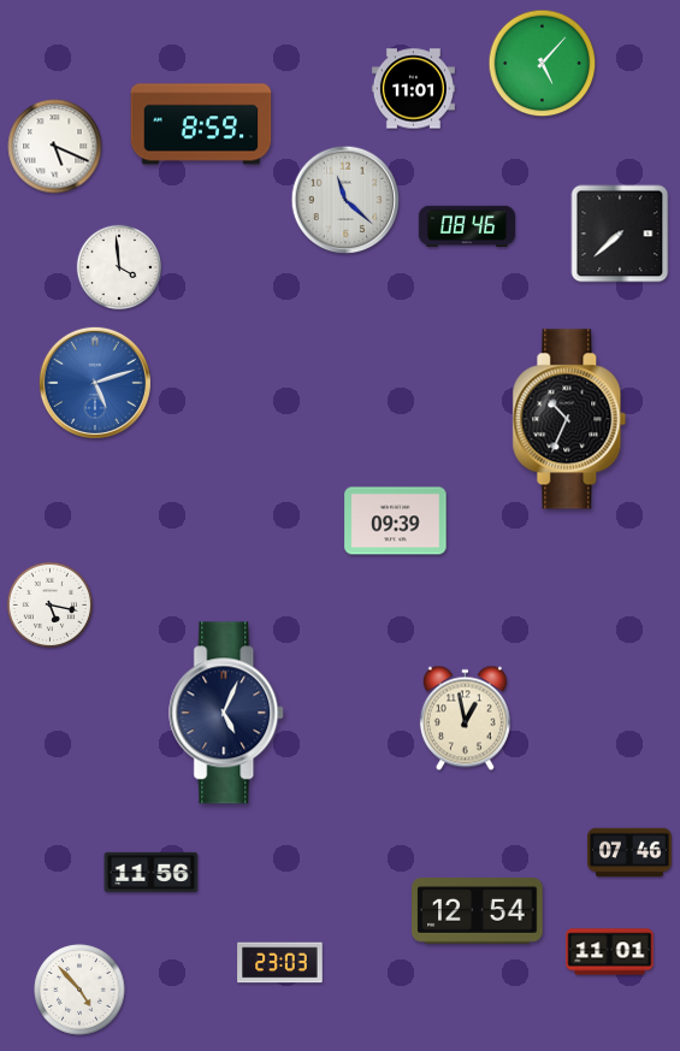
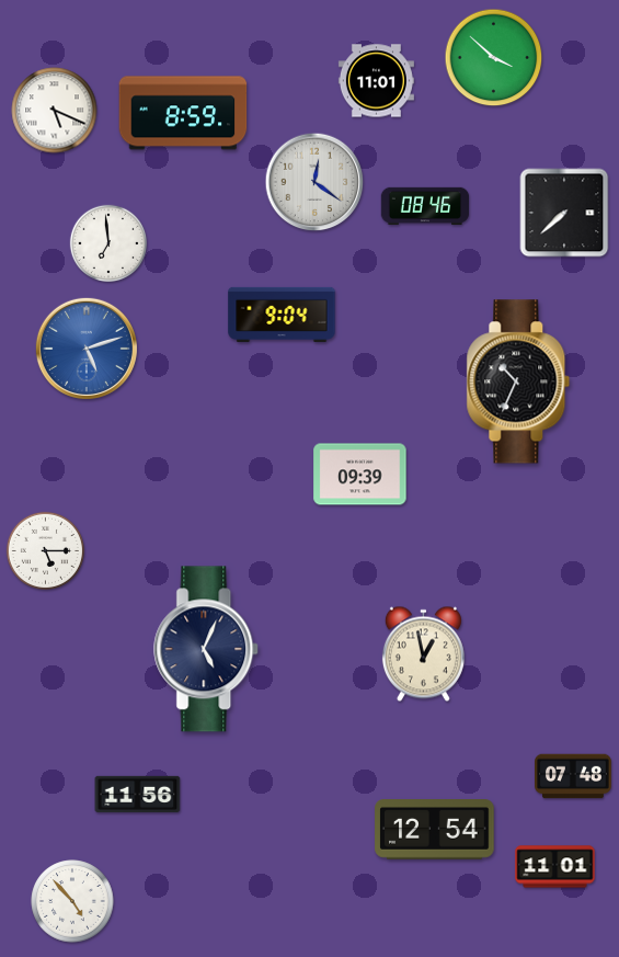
clock at (543, 64): 5:07 -> 3:52
clock at (55, 147) position: (55, 147) -> (55, 111)
clock at (345, 200): 11:22 -> 12:21
clock at (119, 267): 3:59 -> 6:59
clock at (282, 315): none -> 9:04
clock at (49, 604): 5:17 -> 5:15
clock at (631, 852): 07:46 -> 07:48
clock at (280, 963): 23:03 -> none
